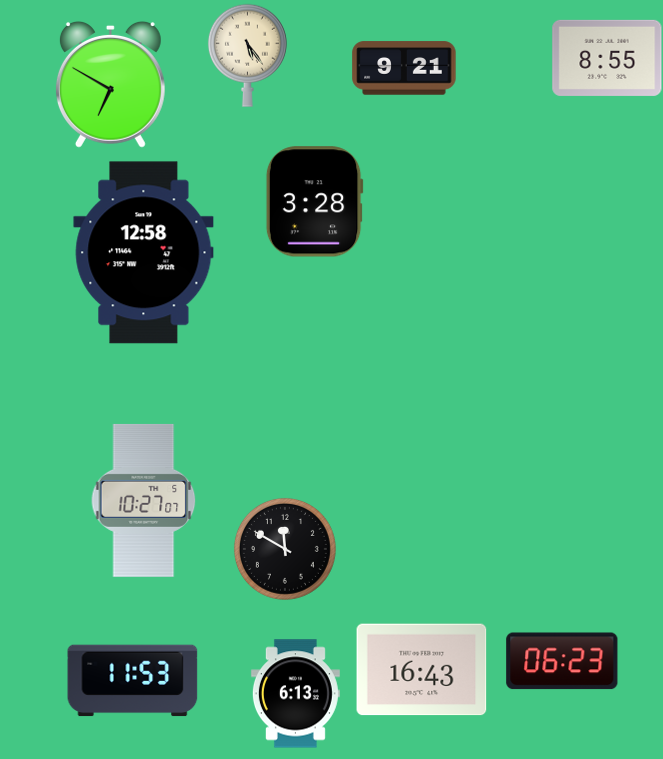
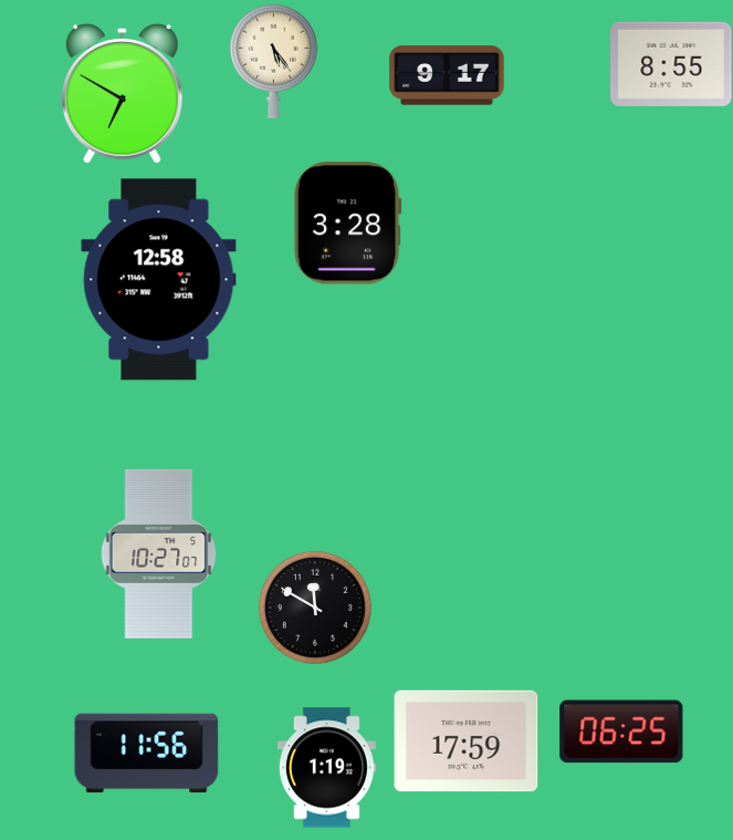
clock at (404, 68): 9:21 -> 9:17
clock at (562, 661): 06:23 -> 06:25
clock at (422, 670): 16:43 -> 17:59
clock at (133, 681): 11:53 -> 11:56
clock at (295, 694): 6:13 -> 1:19
